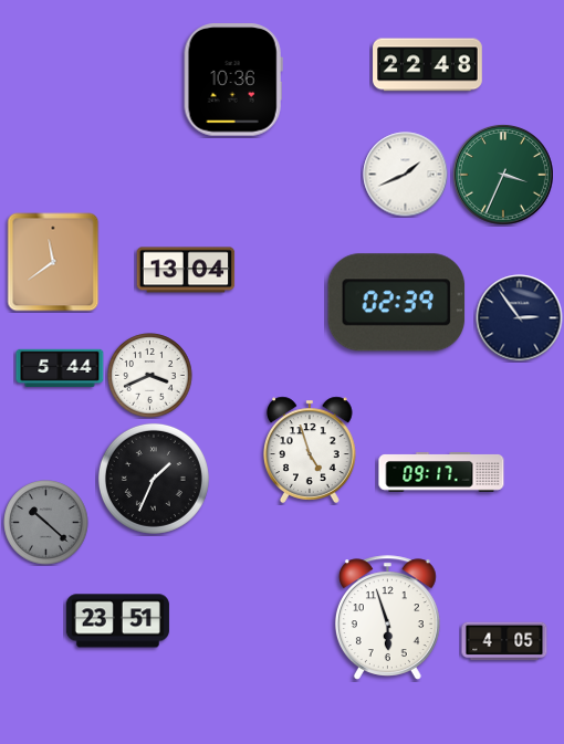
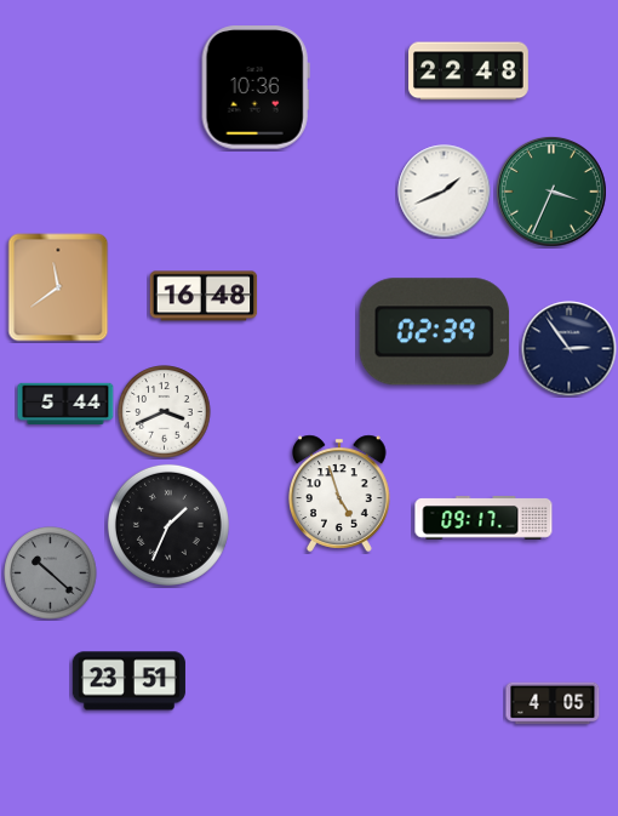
clock at (186, 270): 13:04 -> 16:48
clock at (387, 618): 5:57 -> none
